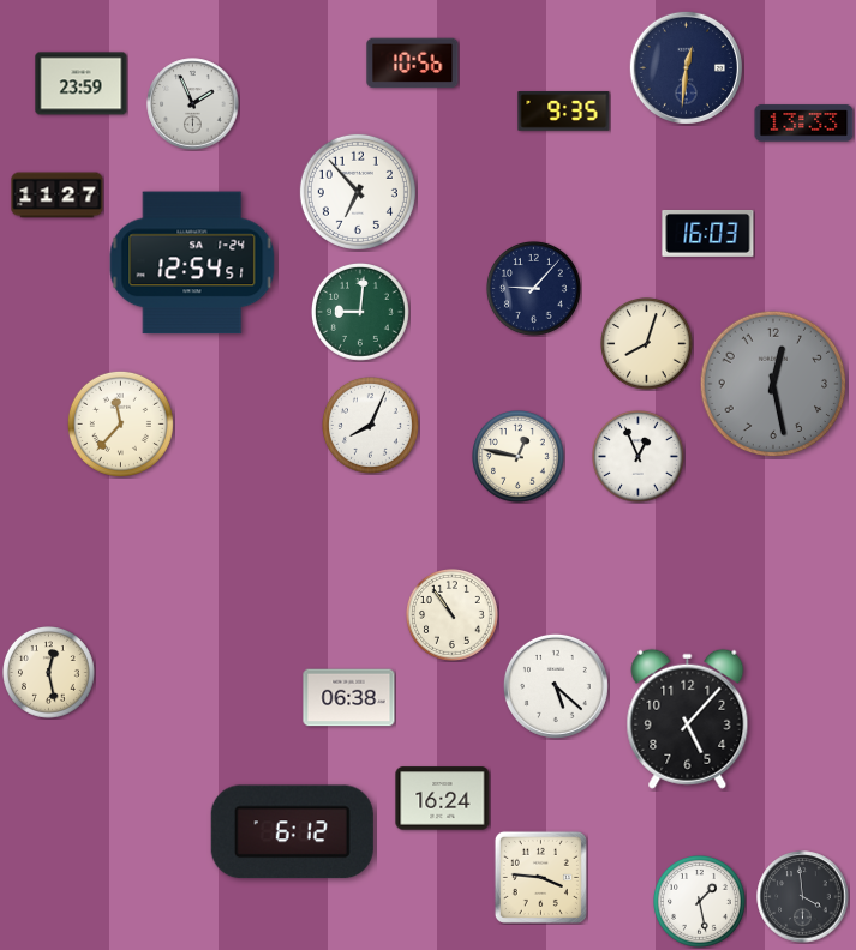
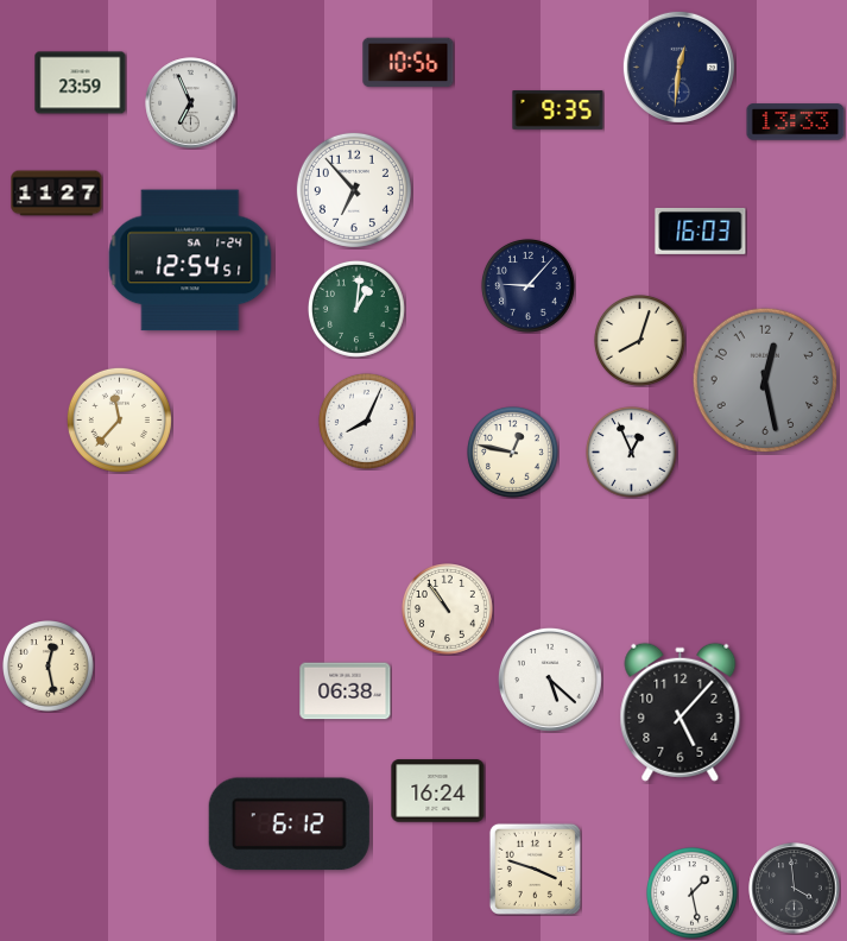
clock at (193, 104): 1:56 -> 6:56
clock at (360, 312): 9:01 -> 1:01
clock at (540, 877): 3:46 -> 3:48
